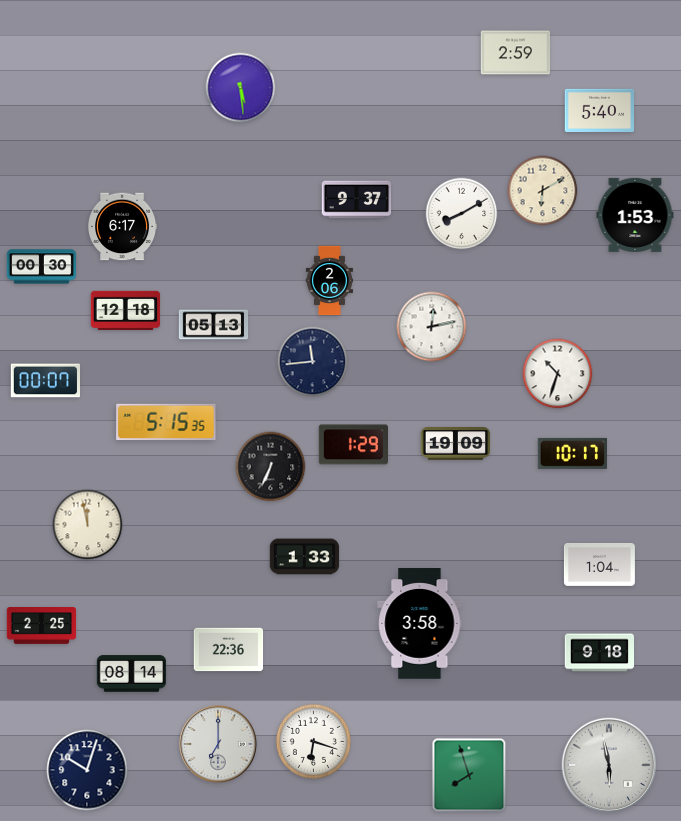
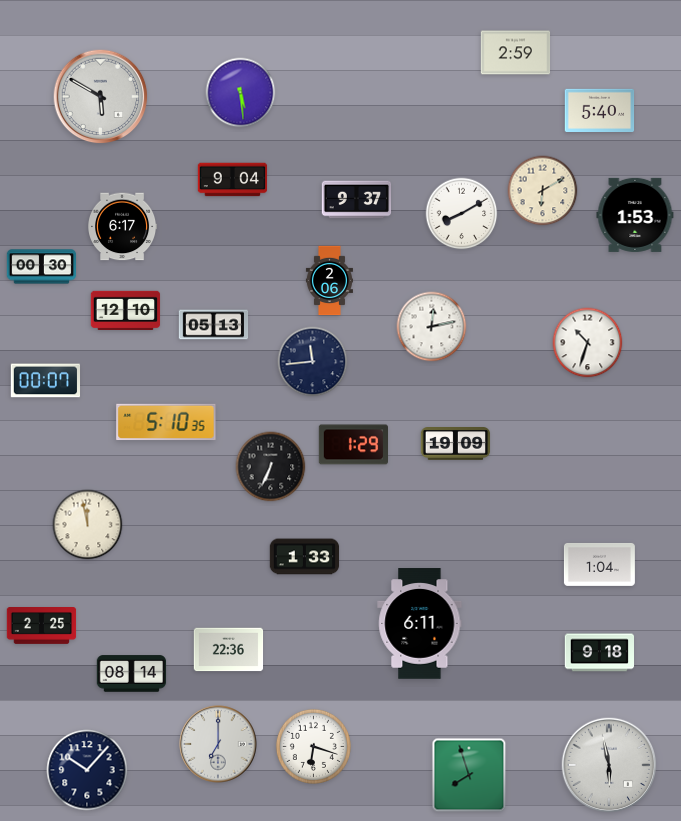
clock at (241, 88) position: (241, 88) -> (241, 93)
clock at (101, 97): none -> 5:50
clock at (233, 180): none -> 9:04
clock at (126, 310): 12:18 -> 12:10
clock at (558, 374) position: (558, 374) -> (588, 343)
clock at (166, 422): 5:15 -> 5:10
clock at (572, 453): 10:17 -> none
clock at (420, 624): 3:58 -> 6:11
clock at (313, 741) position: (313, 741) -> (313, 746)
clock at (87, 770): 10:03 -> 10:07
